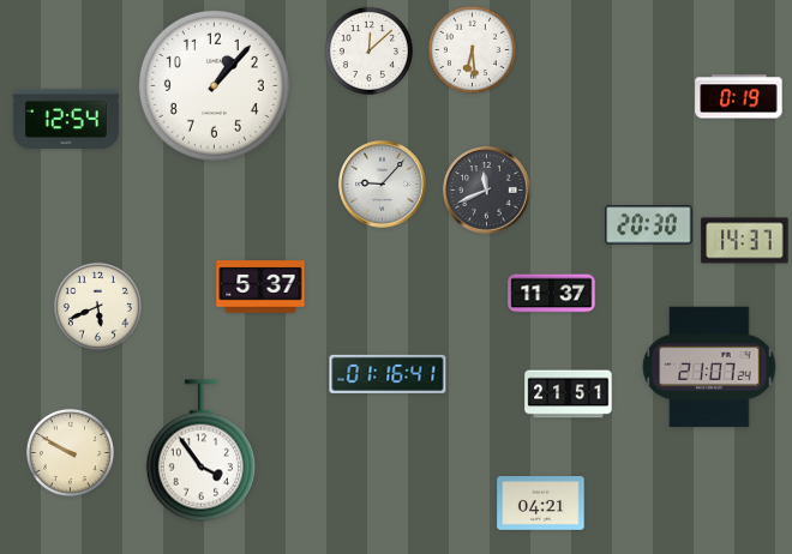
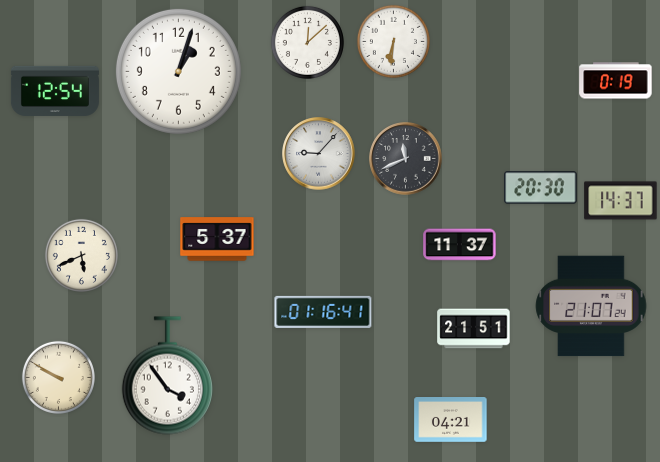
clock at (472, 49): 6:29 -> 6:31
clock at (214, 85): 1:07 -> 1:03
clock at (66, 119) position: (66, 119) -> (55, 91)
